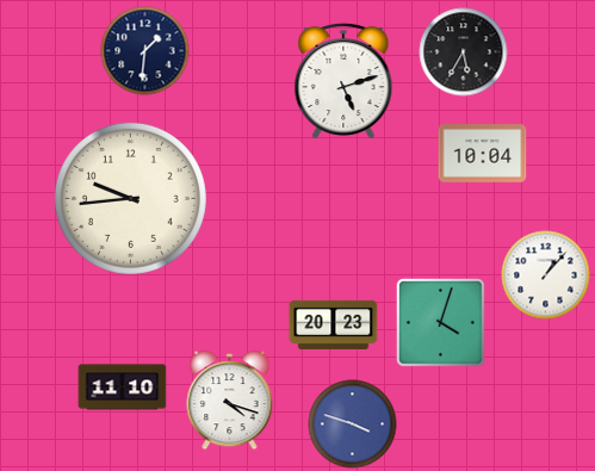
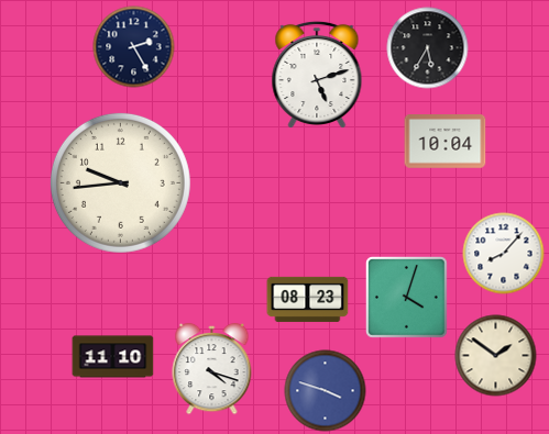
clock at (145, 51): 1:31 -> 2:25
clock at (546, 275): 1:07 -> 8:07
clock at (334, 324): 20:23 -> 08:23
clock at (496, 356): none -> 1:51
